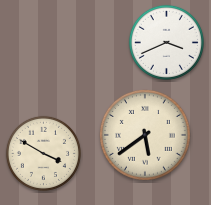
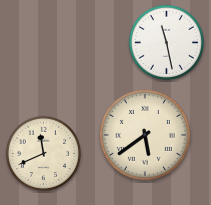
clock at (166, 42): 3:41 -> 11:28
clock at (43, 153): 3:50 -> 11:41
